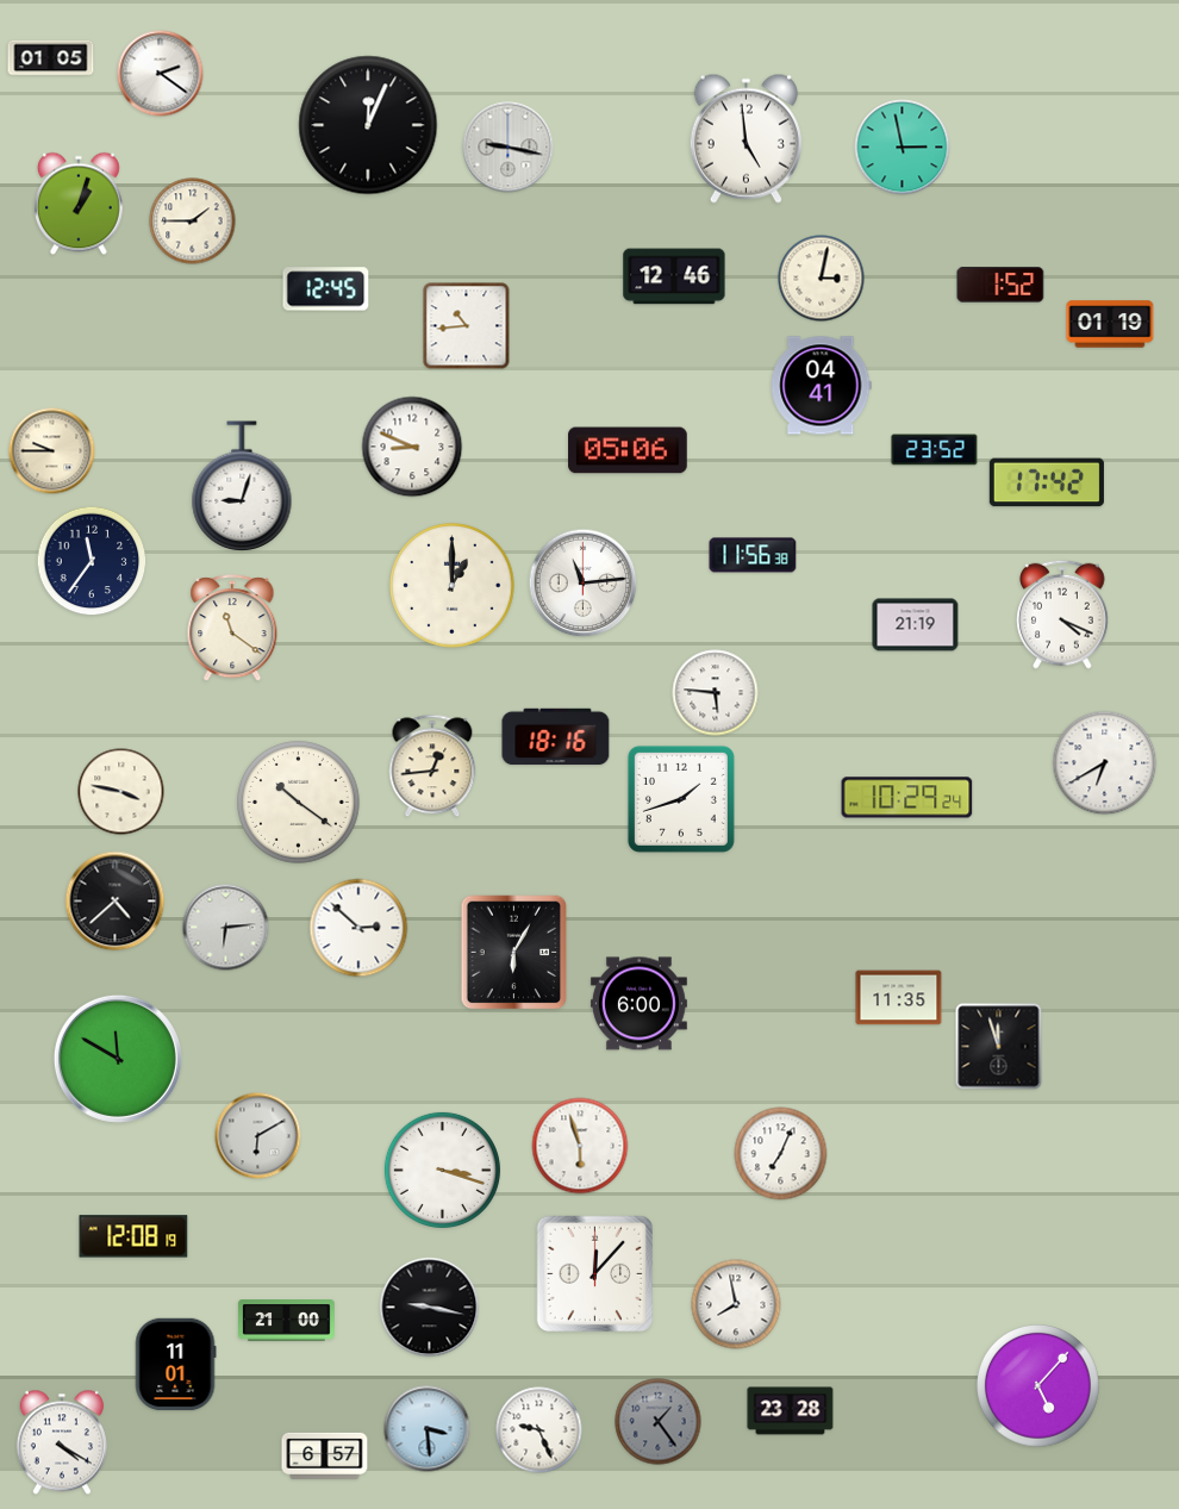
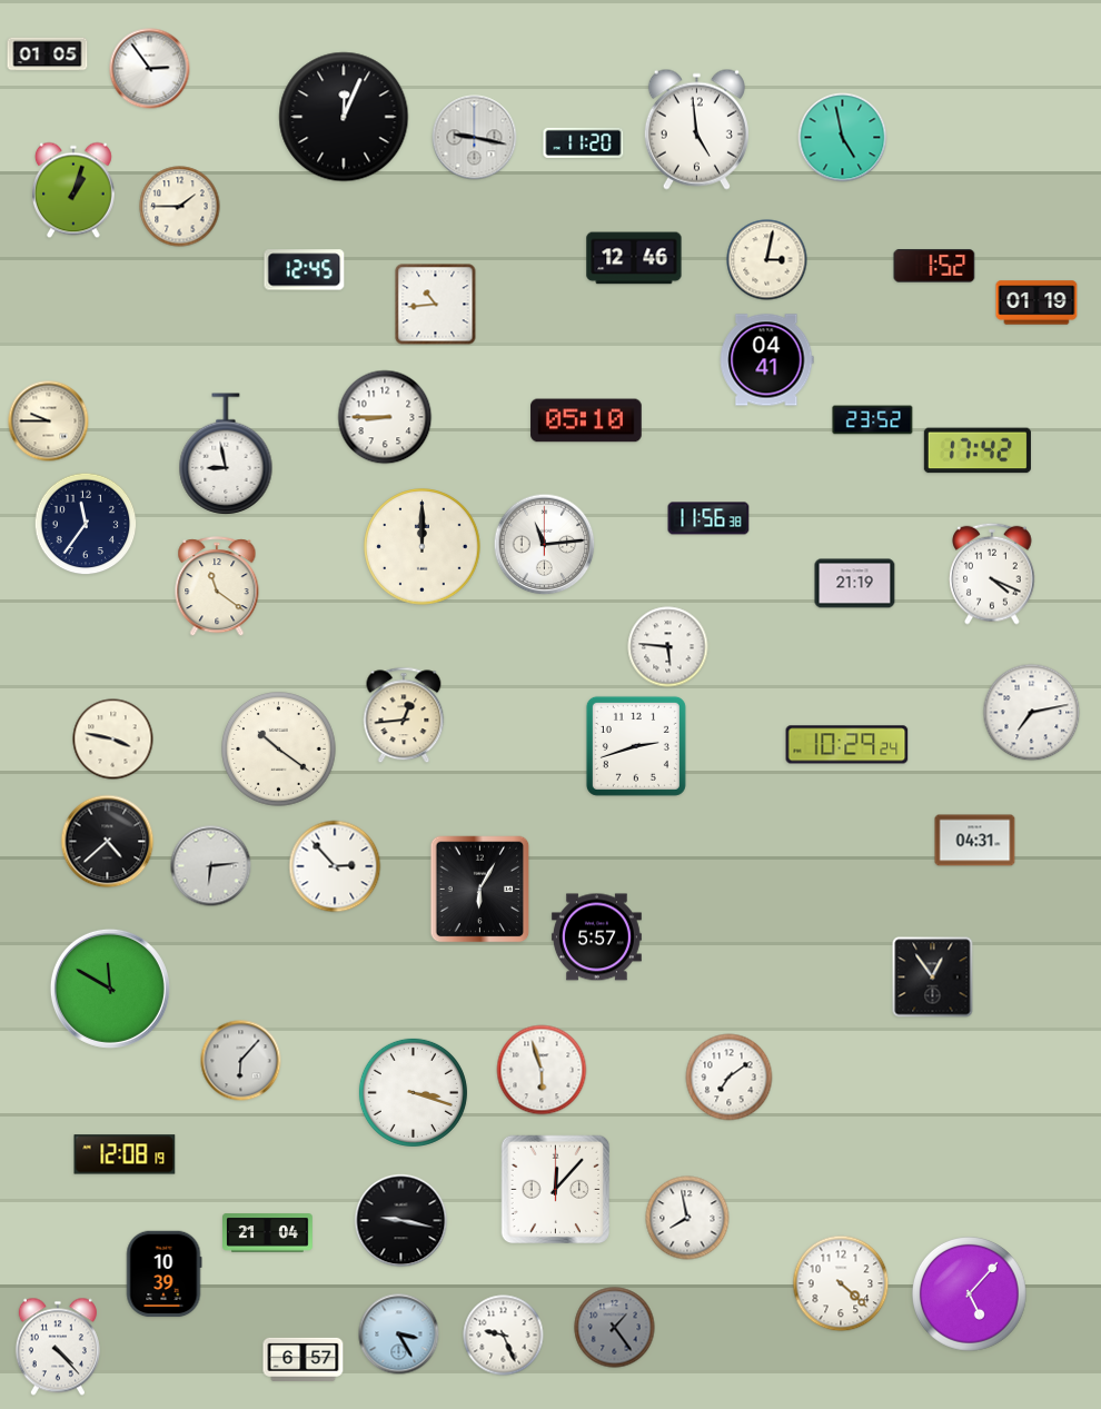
clock at (161, 74): 2:21 -> 2:54
clock at (903, 148): 2:58 -> 4:58
clock at (584, 142): none -> 11:20
clock at (674, 276) position: (674, 276) -> (634, 258)
clock at (412, 447): 8:49 -> 8:45
clock at (628, 450): 05:06 -> 05:10
clock at (242, 486): 9:03 -> 8:58
clock at (753, 555) position: (753, 555) -> (708, 518)
clock at (453, 586): 1:00 -> 12:00
clock at (556, 737): 18:16 -> none
clock at (1105, 763): 6:40 -> 7:13
clock at (681, 799): 1:42 -> 2:42
clock at (975, 841): none -> 04:31
clock at (358, 928): 2:52 -> 2:53
clock at (899, 998): 11:35 -> none
clock at (640, 1004): 6:00 -> 5:57
clock at (999, 1047): 11:57 -> 12:54
clock at (258, 1136): 6:10 -> 6:07
clock at (781, 1154): 7:04 -> 7:09
clock at (287, 1321): 21:00 -> 21:04
clock at (175, 1365): 11:01 -> 10:39
clock at (841, 1283): none -> 4:22
clock at (791, 1411): 23:28 -> none
clock at (428, 1429): 3:29 -> 3:25
clock at (62, 1442): 4:20 -> 4:23
